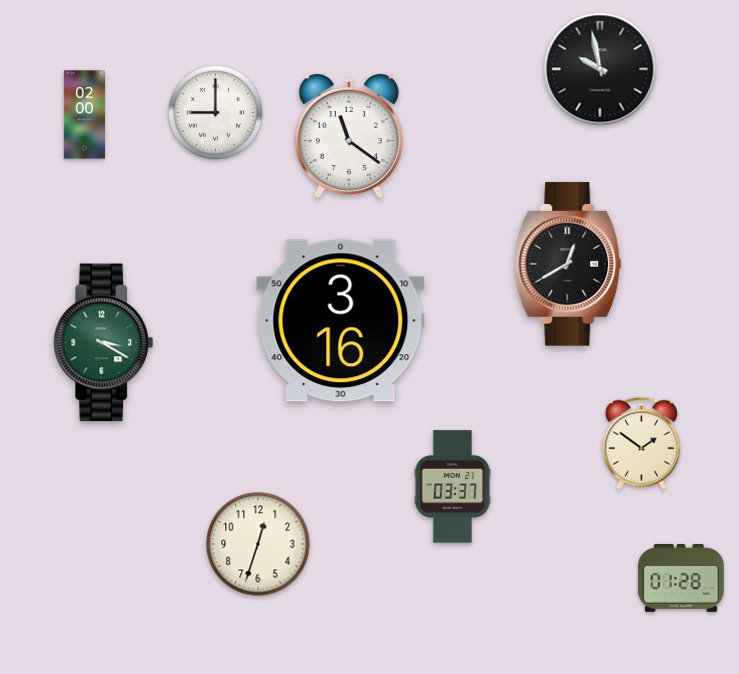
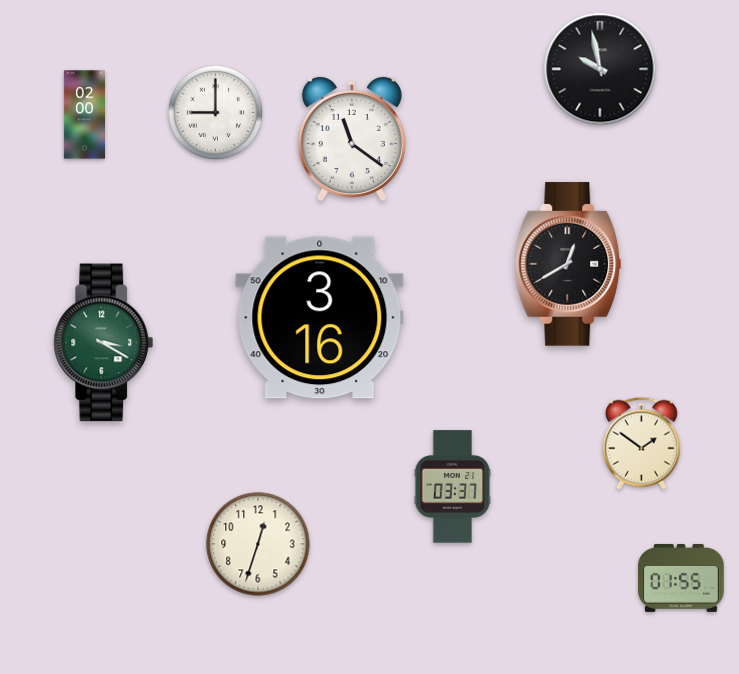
clock at (349, 136) position: (349, 136) -> (352, 139)
clock at (341, 321) position: (341, 321) -> (320, 318)
clock at (681, 578): 01:28 -> 01:55
